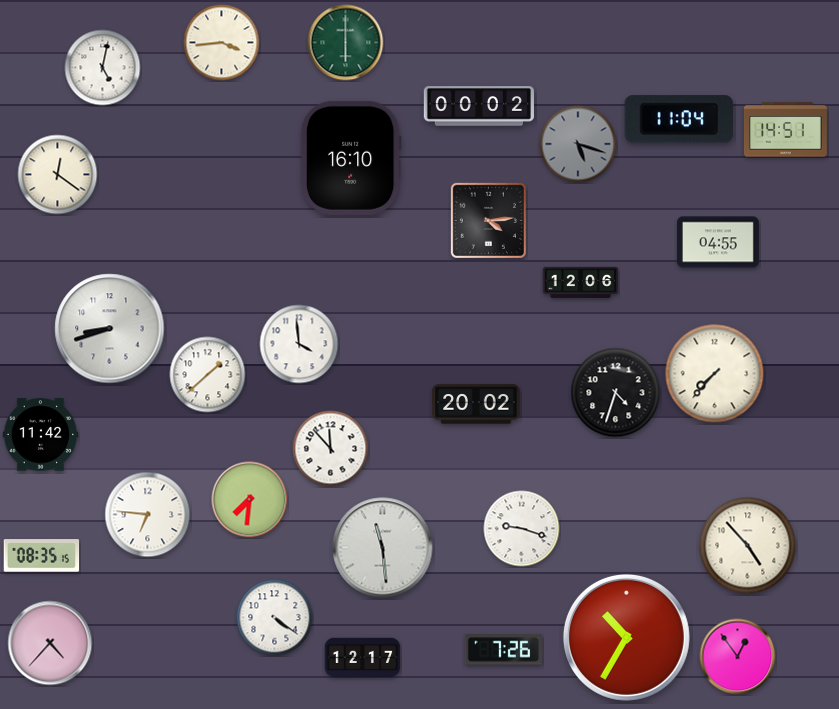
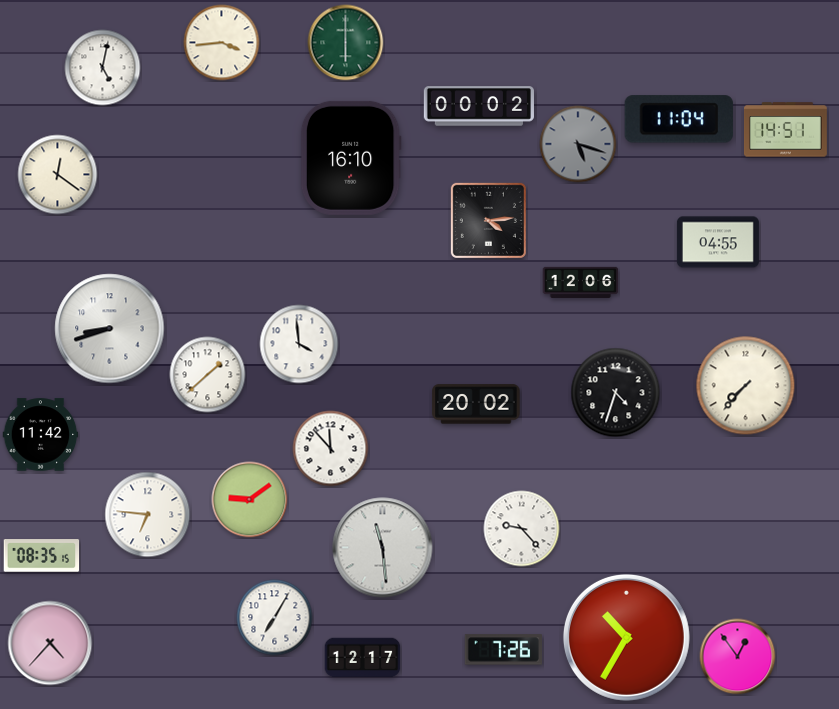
clock at (715, 374) position: (715, 374) -> (746, 386)
clock at (250, 500): 7:31 -> 9:09
clock at (522, 529): 9:18 -> 9:23
clock at (748, 546): 4:53 -> none
clock at (275, 618): 4:21 -> 7:05
